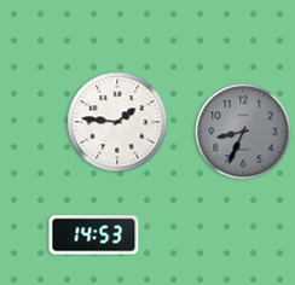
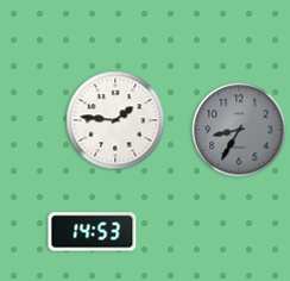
clock at (243, 132): 8:34 -> 8:35
